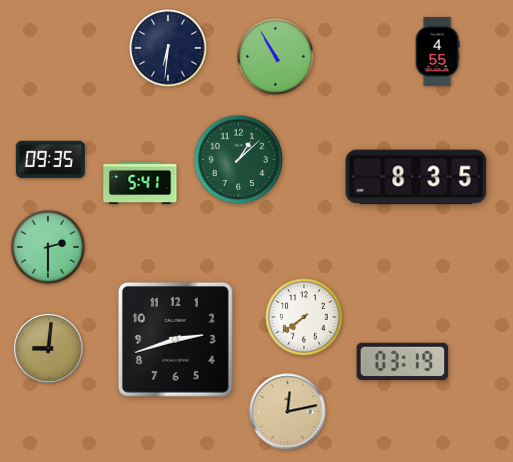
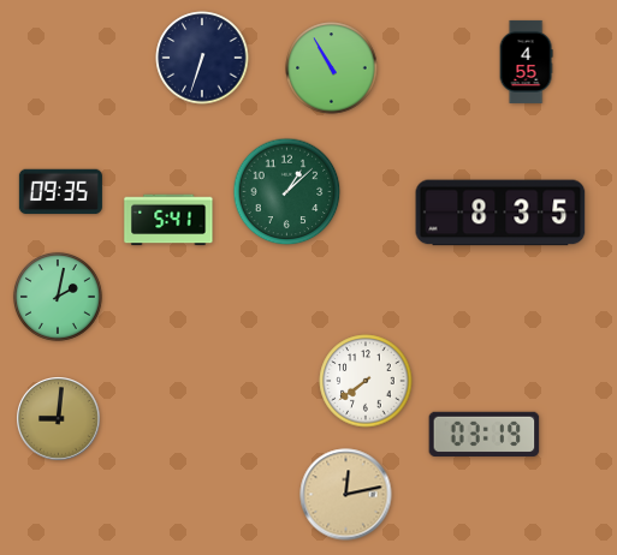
clock at (168, 48): 6:31 -> 6:33
clock at (48, 247): 2:30 -> 2:02
clock at (176, 340): 2:42 -> none
